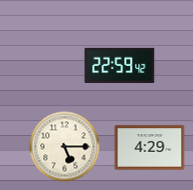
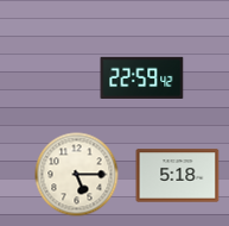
clock at (150, 148): 4:29 -> 5:18
